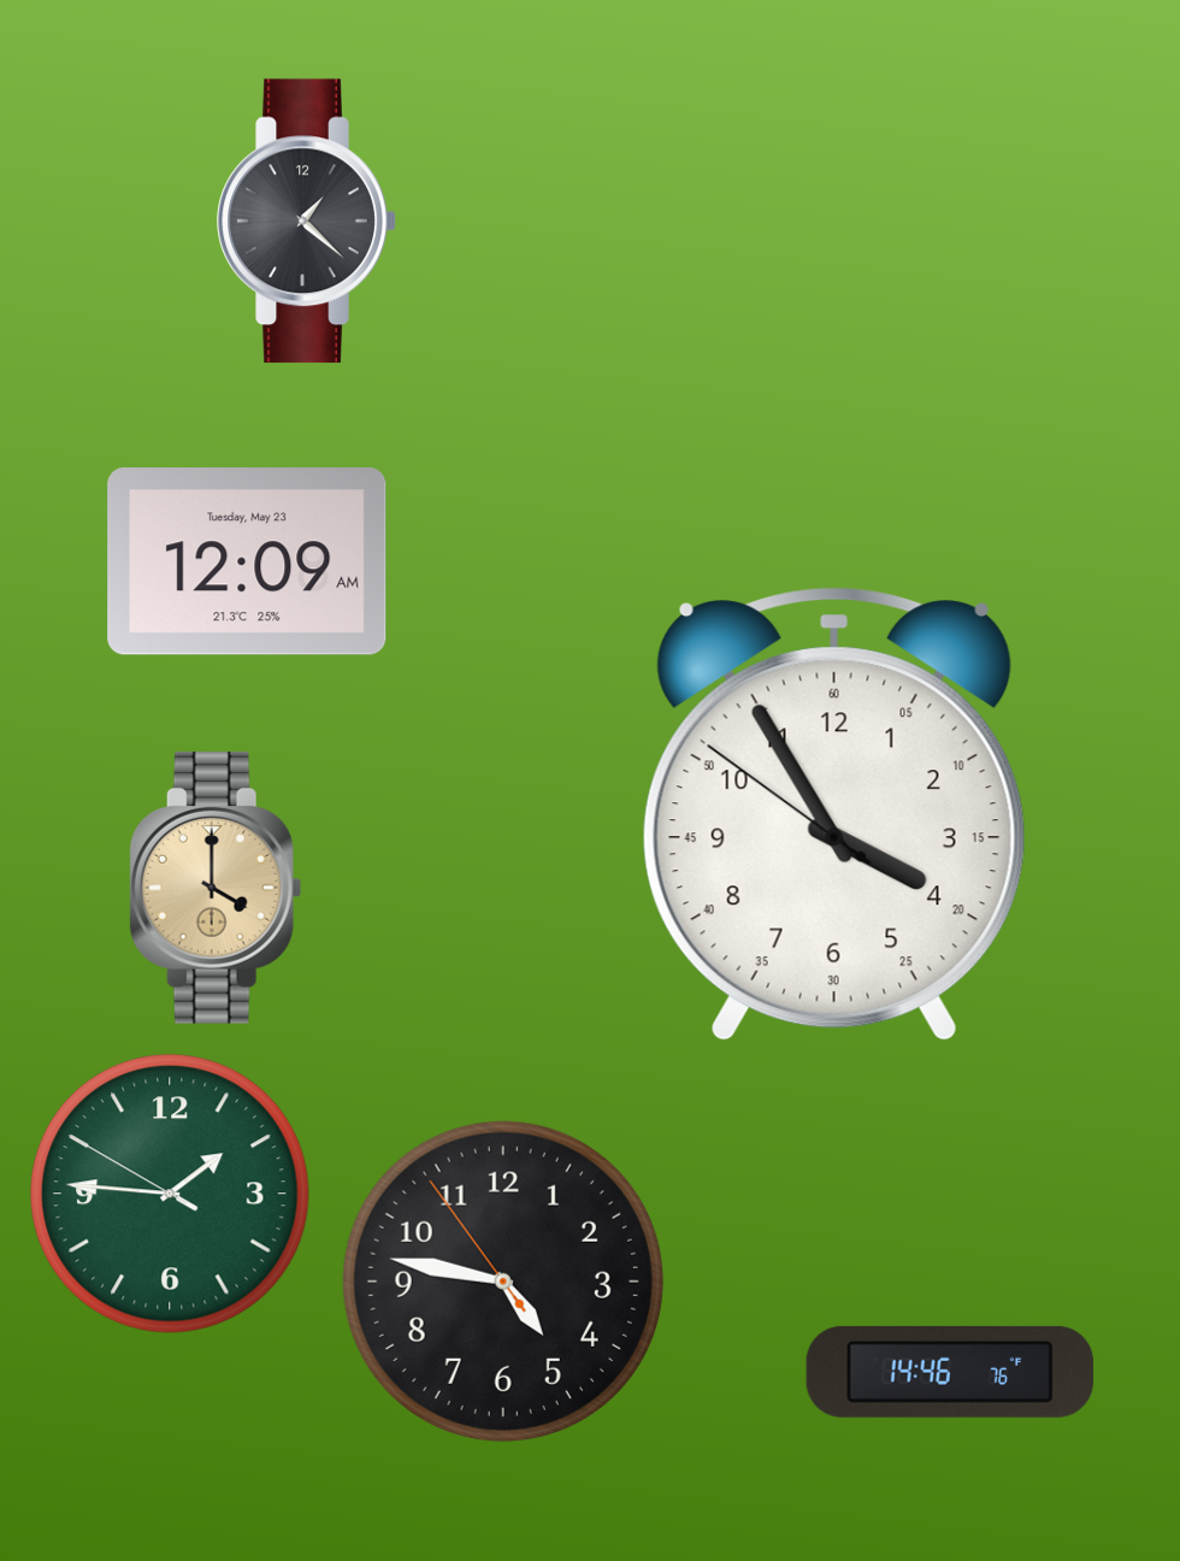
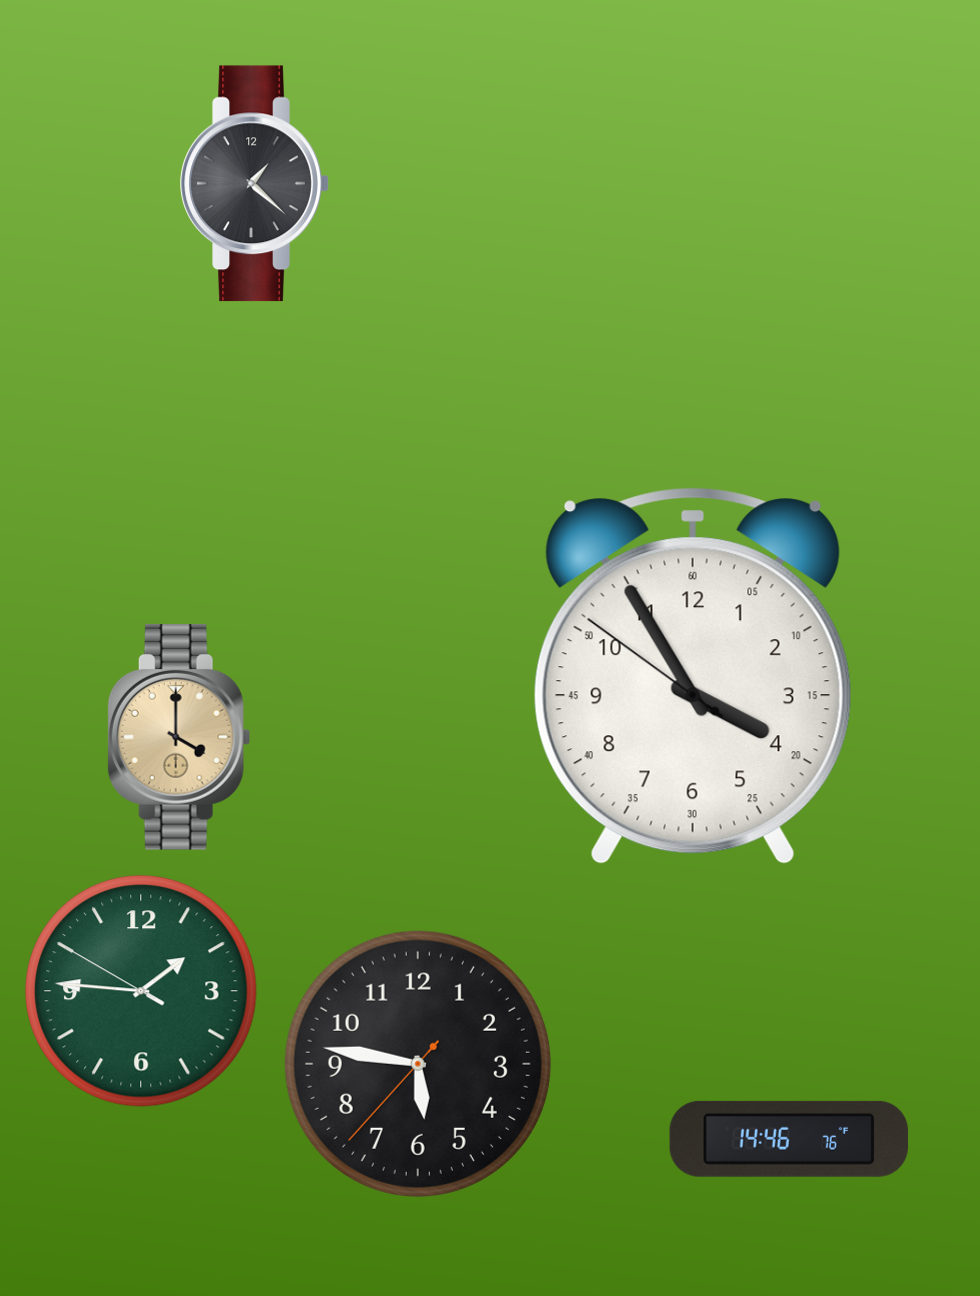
clock at (247, 561): 12:09 -> none
clock at (503, 1282): 4:46 -> 5:46
